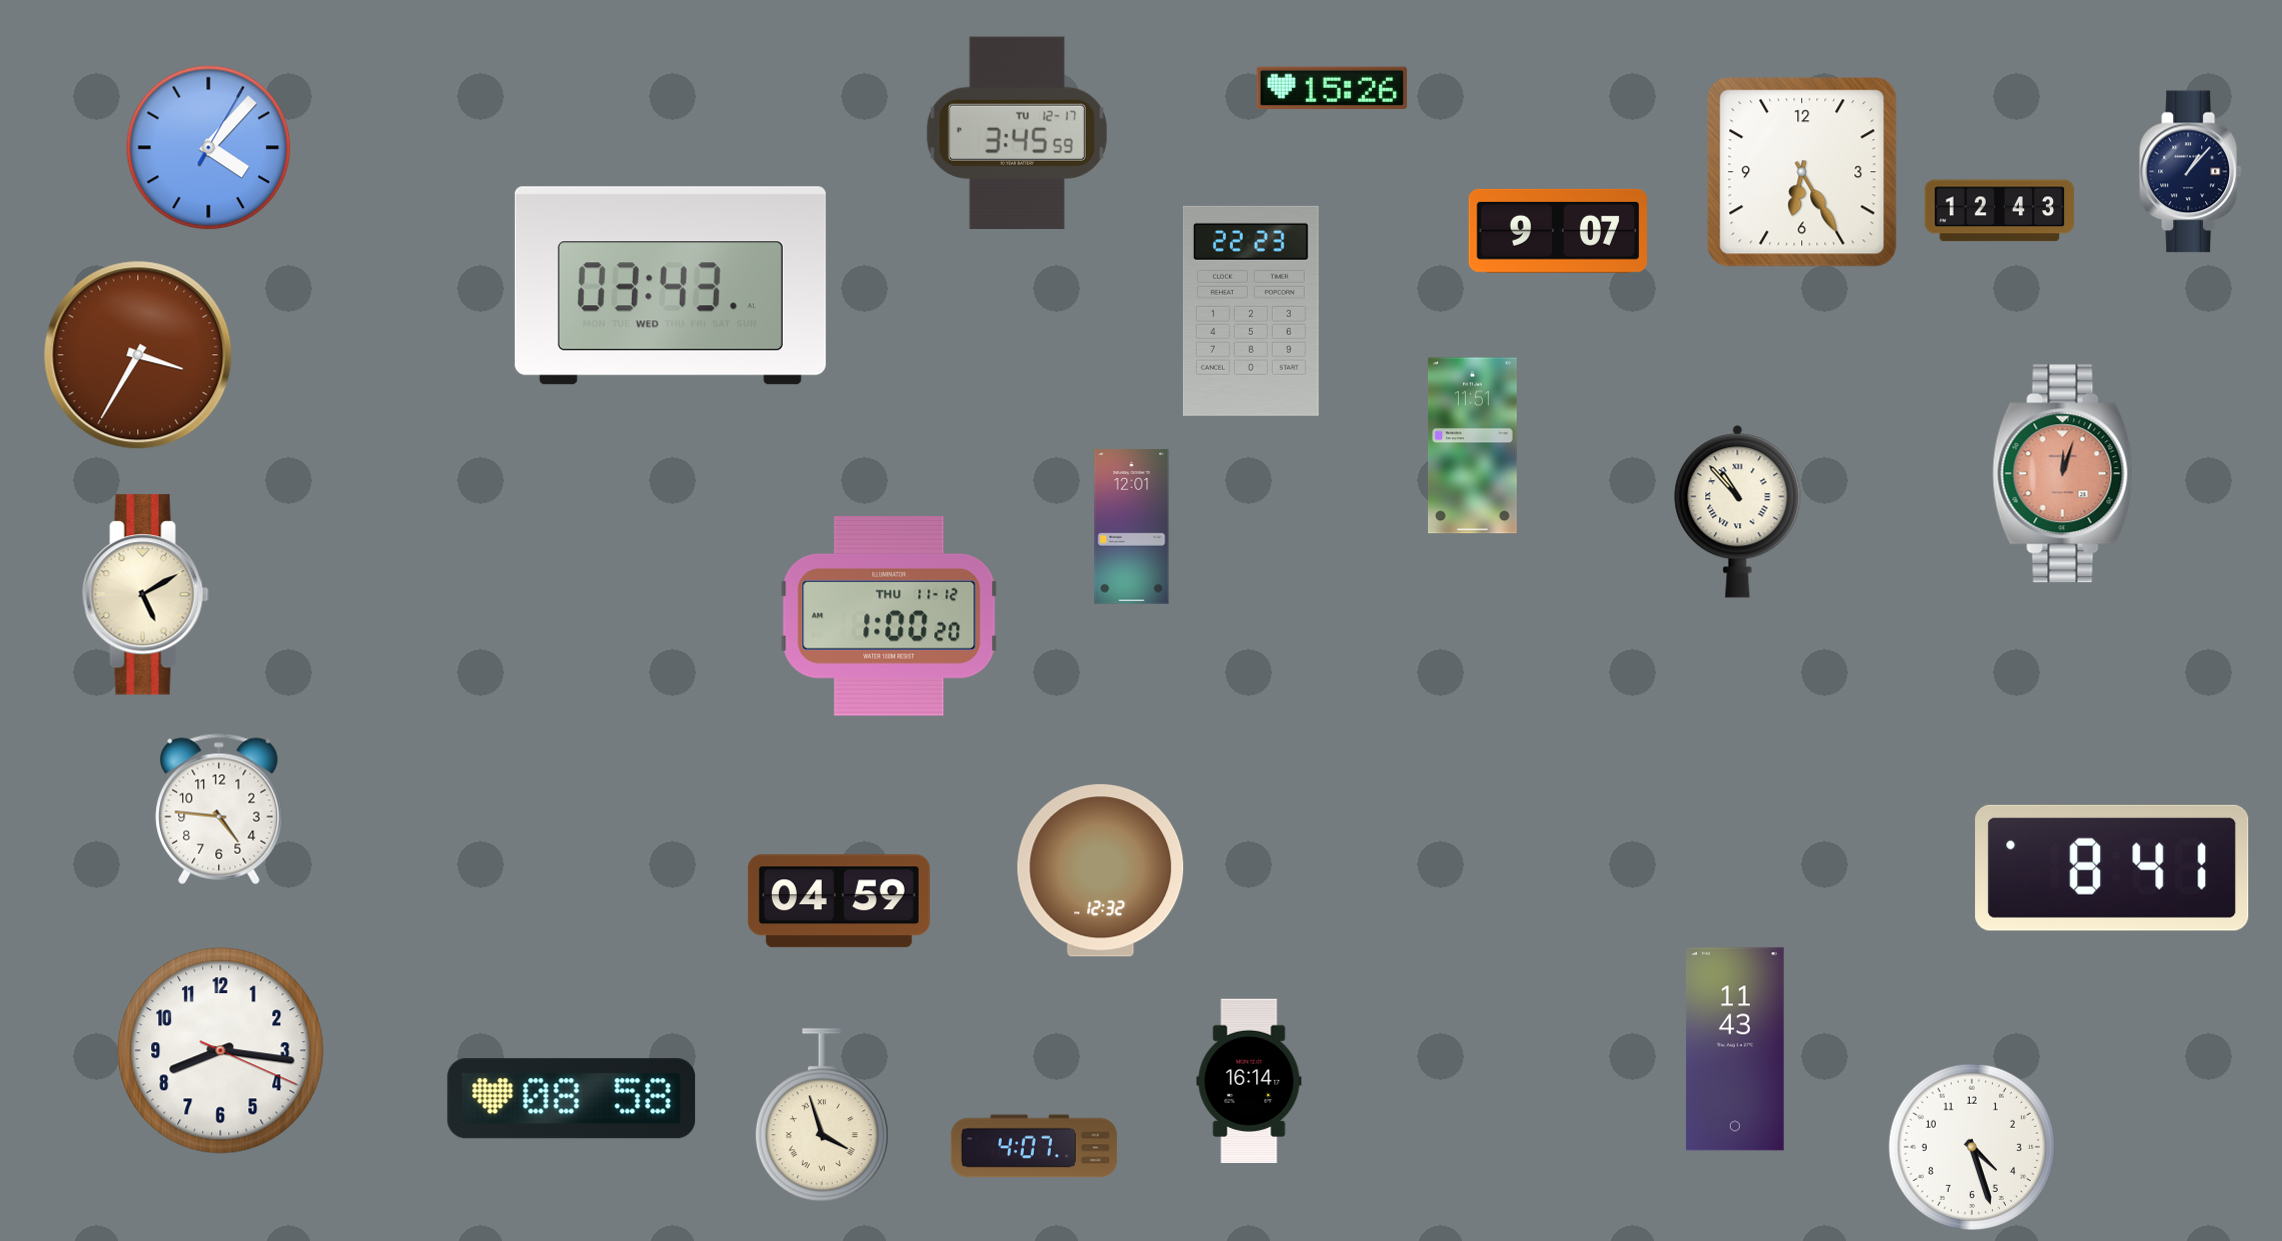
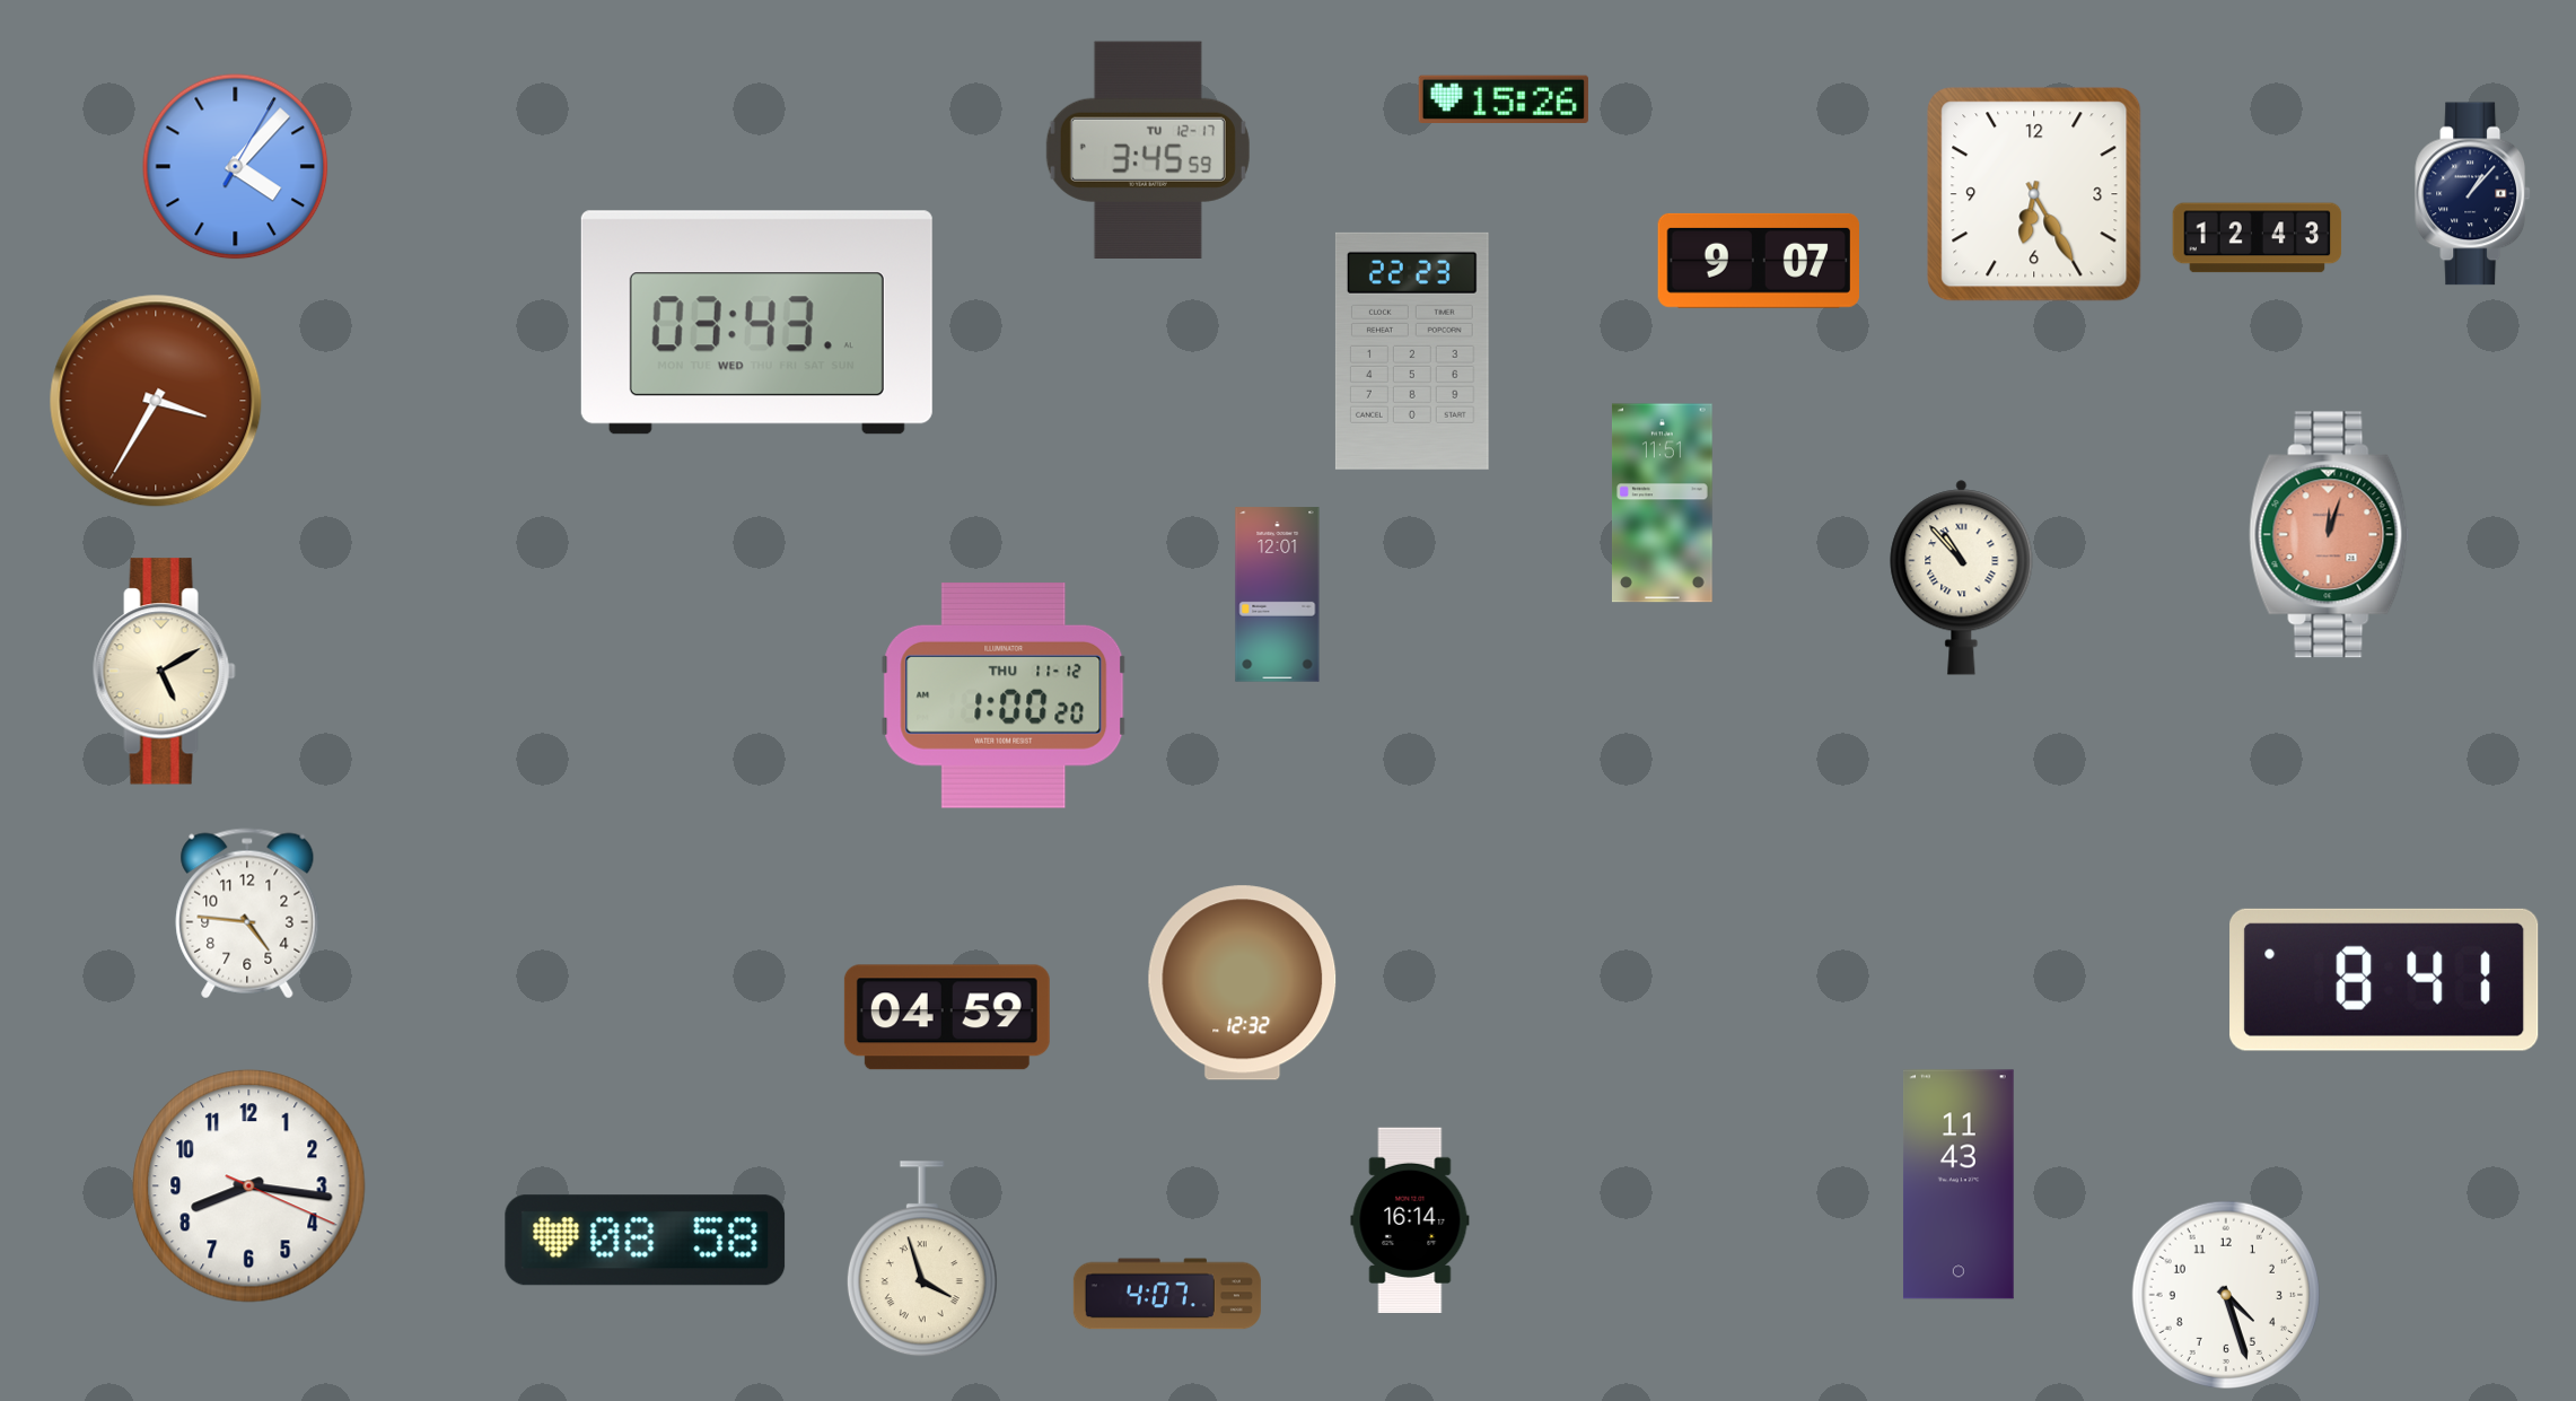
clock at (822, 1116) position: (822, 1116) -> (922, 1260)
